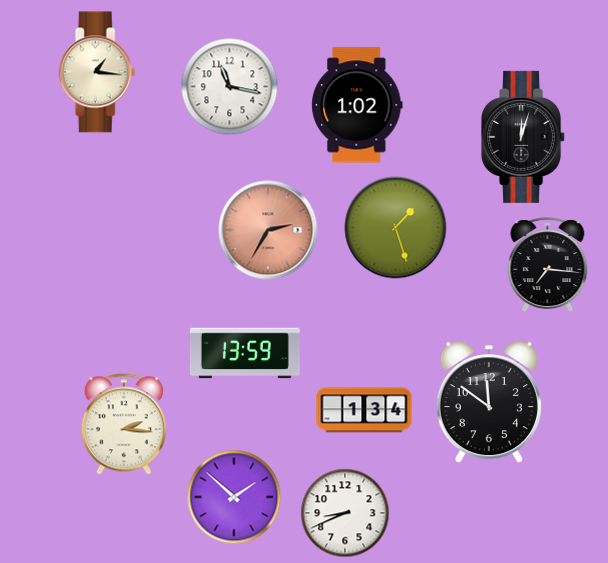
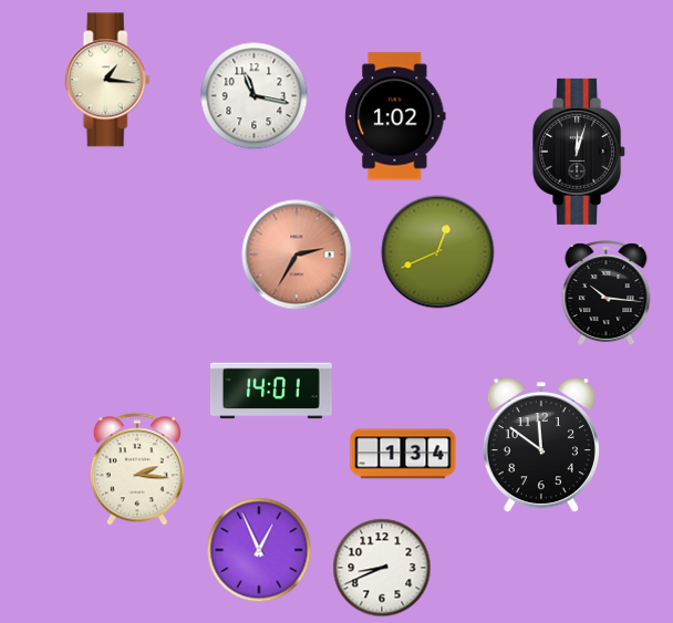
clock at (396, 228): 1:27 -> 12:41
clock at (548, 264): 7:16 -> 10:16
clock at (245, 353): 13:59 -> 14:01
clock at (234, 497): 1:52 -> 12:56
